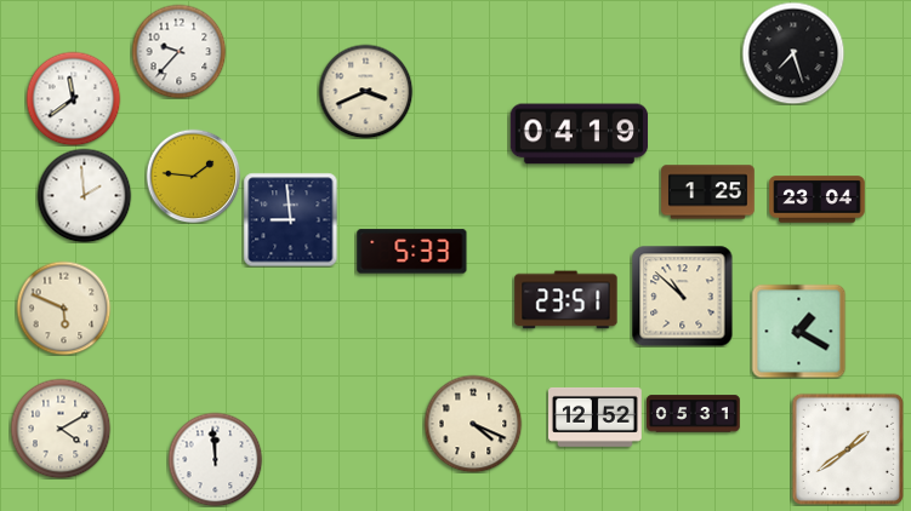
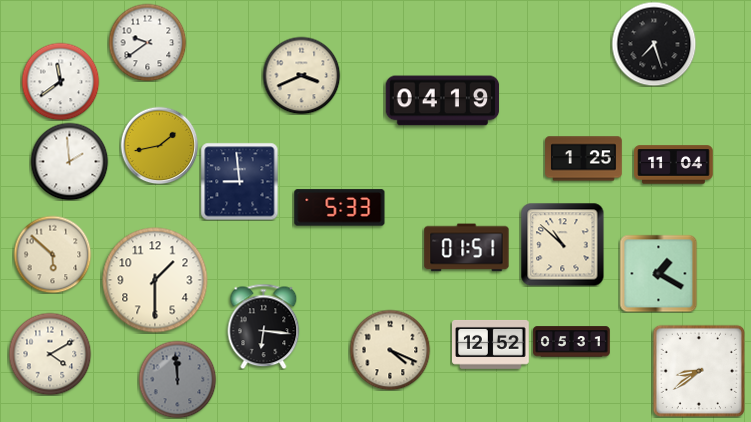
clock at (178, 51): 9:37 -> 9:39
clock at (580, 134) position: (580, 134) -> (443, 101)
clock at (193, 176): 1:46 -> 1:43
clock at (818, 200): 23:04 -> 11:04
clock at (566, 300): 23:51 -> 01:51
clock at (63, 308): 5:49 -> 5:52
clock at (155, 280): none -> 1:30
clock at (264, 326): none -> 6:16
clock at (848, 449): 1:39 -> 8:39
clock at (215, 459) dial: white -> grey
